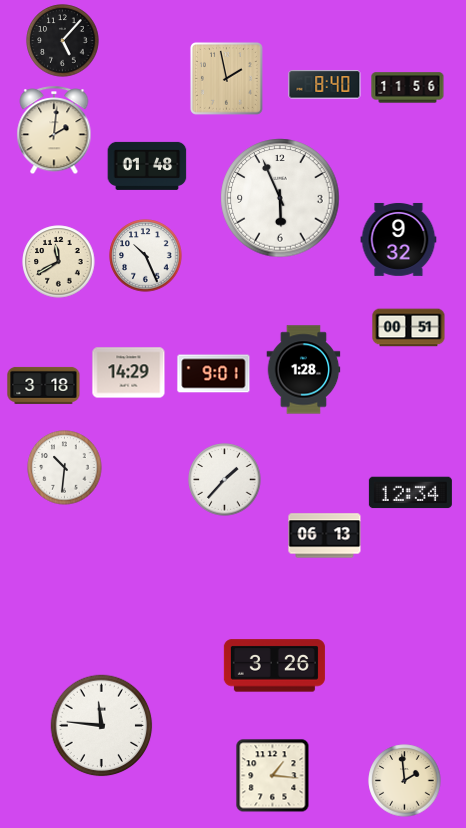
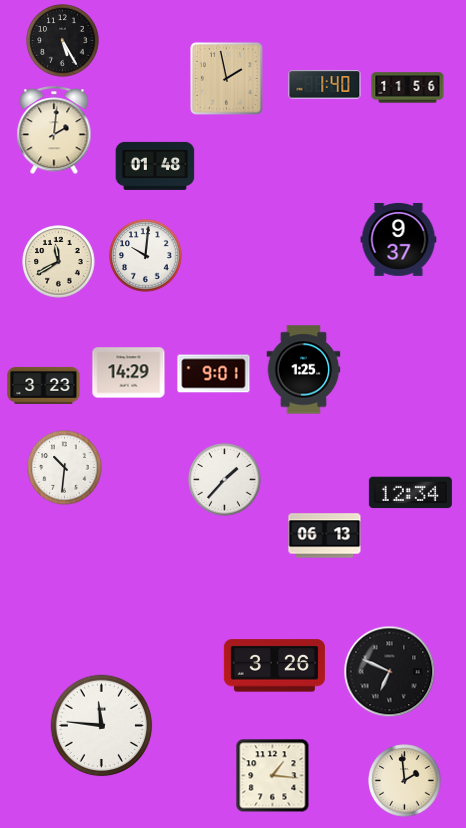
clock at (63, 41): 5:07 -> 5:25
clock at (325, 85): 8:40 -> 1:40
clock at (147, 166) position: (147, 166) -> (155, 166)
clock at (280, 198): 5:56 -> none
clock at (399, 239): 9:32 -> 9:37
clock at (146, 256): 10:26 -> 10:01
clock at (409, 328): 00:51 -> none
clock at (304, 370): 1:28 -> 1:25
clock at (44, 385): 3:18 -> 3:23
clock at (390, 672): none -> 6:49
